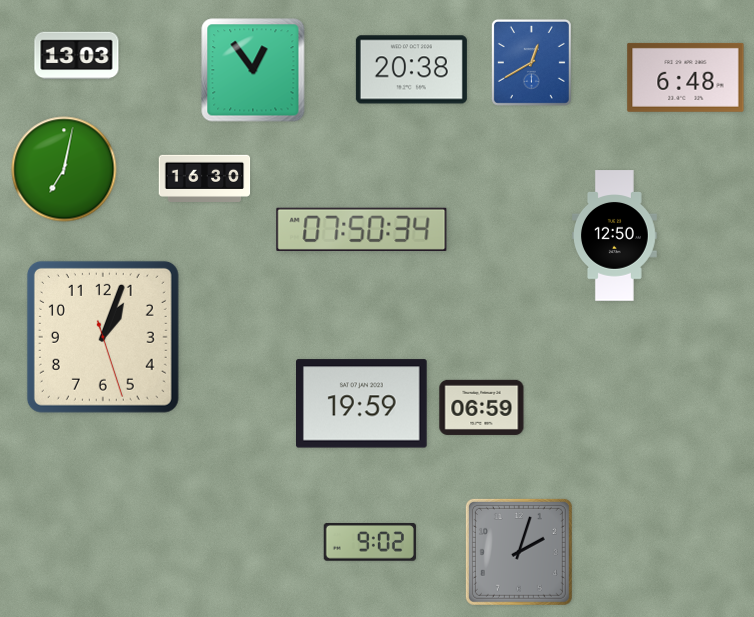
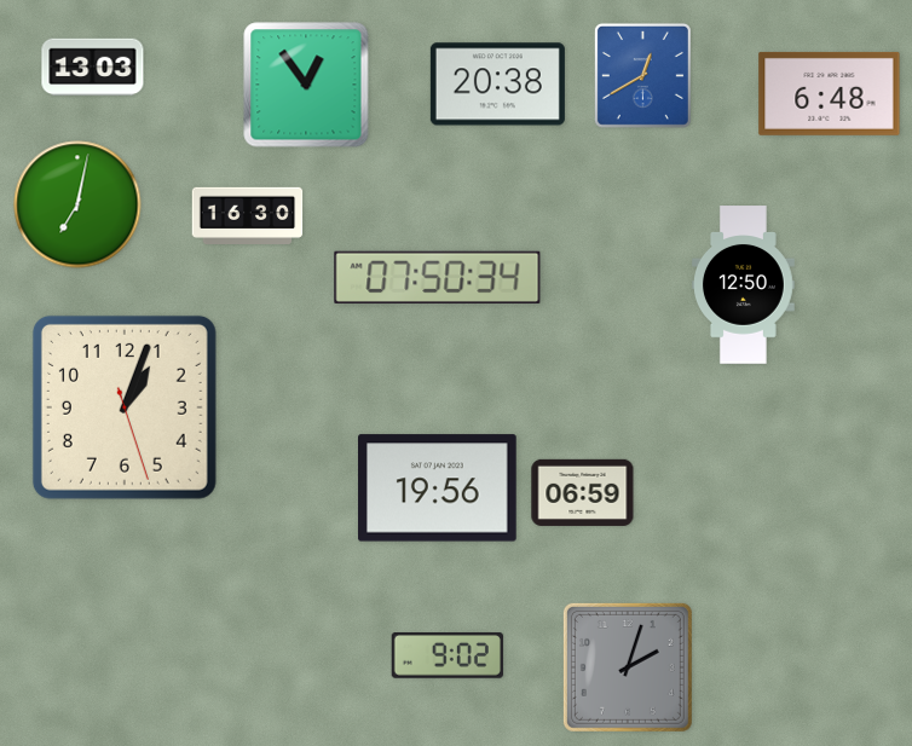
clock at (362, 404): 19:59 -> 19:56
